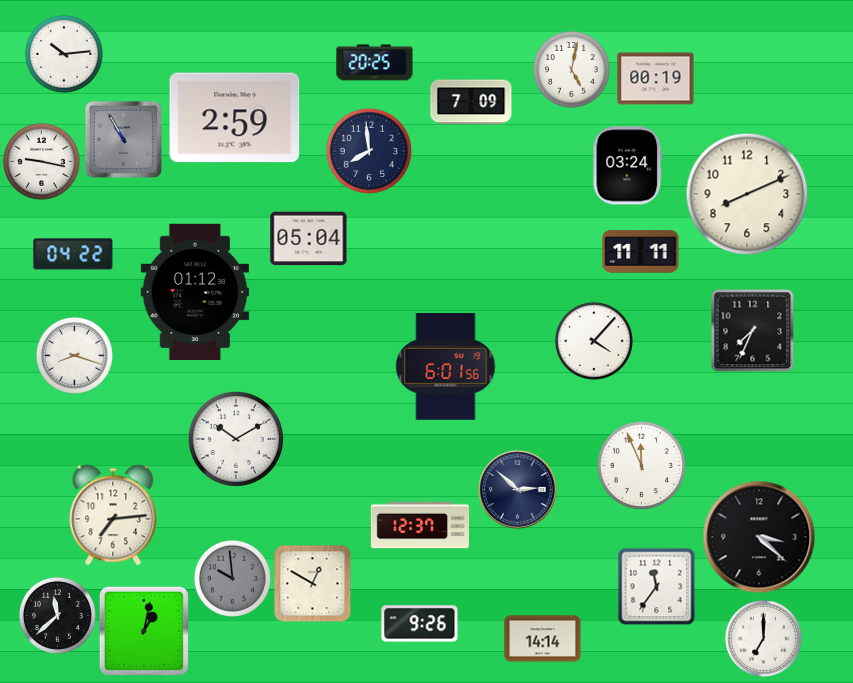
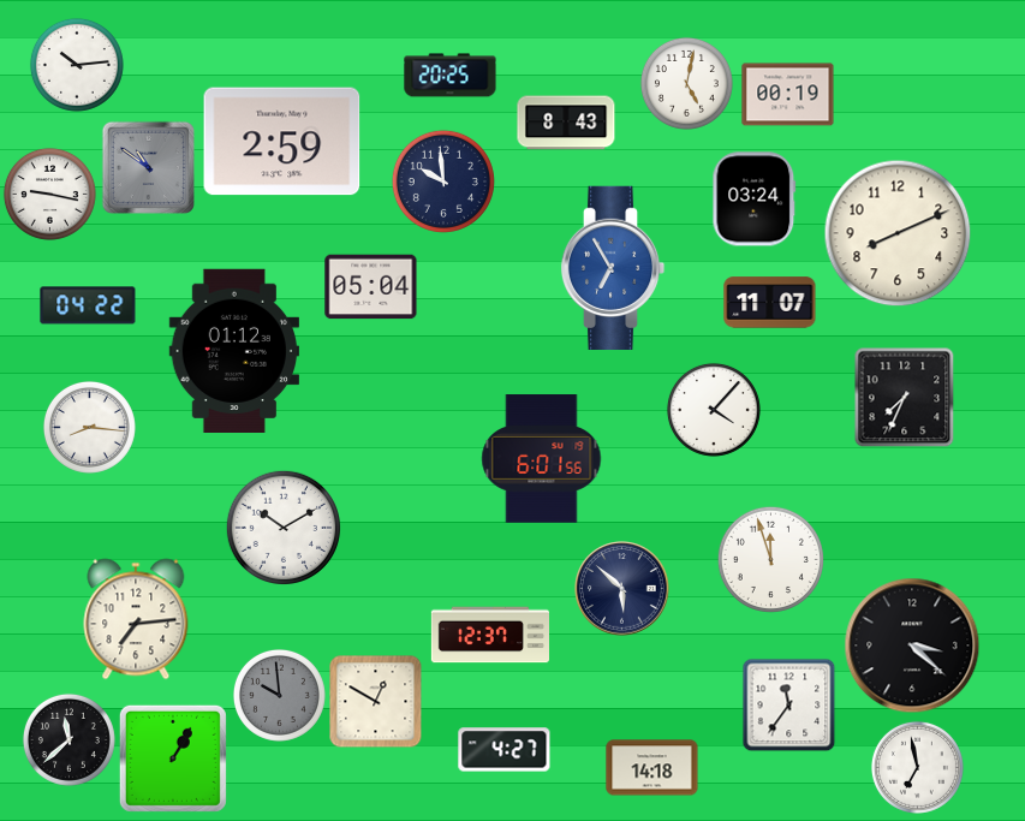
clock at (471, 102): 7:09 -> 8:43
clock at (123, 139): 10:55 -> 10:51
clock at (369, 151): 7:59 -> 9:59
clock at (613, 267): none -> 6:55
clock at (641, 252): 11:11 -> 11:07
clock at (74, 355): 8:18 -> 8:16
clock at (446, 367) position: (446, 367) -> (542, 459)
clock at (641, 465): 11:56 -> 11:57
clock at (518, 490): 2:52 -> 5:52
clock at (419, 525) position: (419, 525) -> (489, 635)
clock at (420, 624): 9:26 -> 4:27
clock at (144, 631): 1:02 -> 1:05
clock at (763, 638): 7:00 -> 6:58
clock at (543, 639): 14:14 -> 14:18
